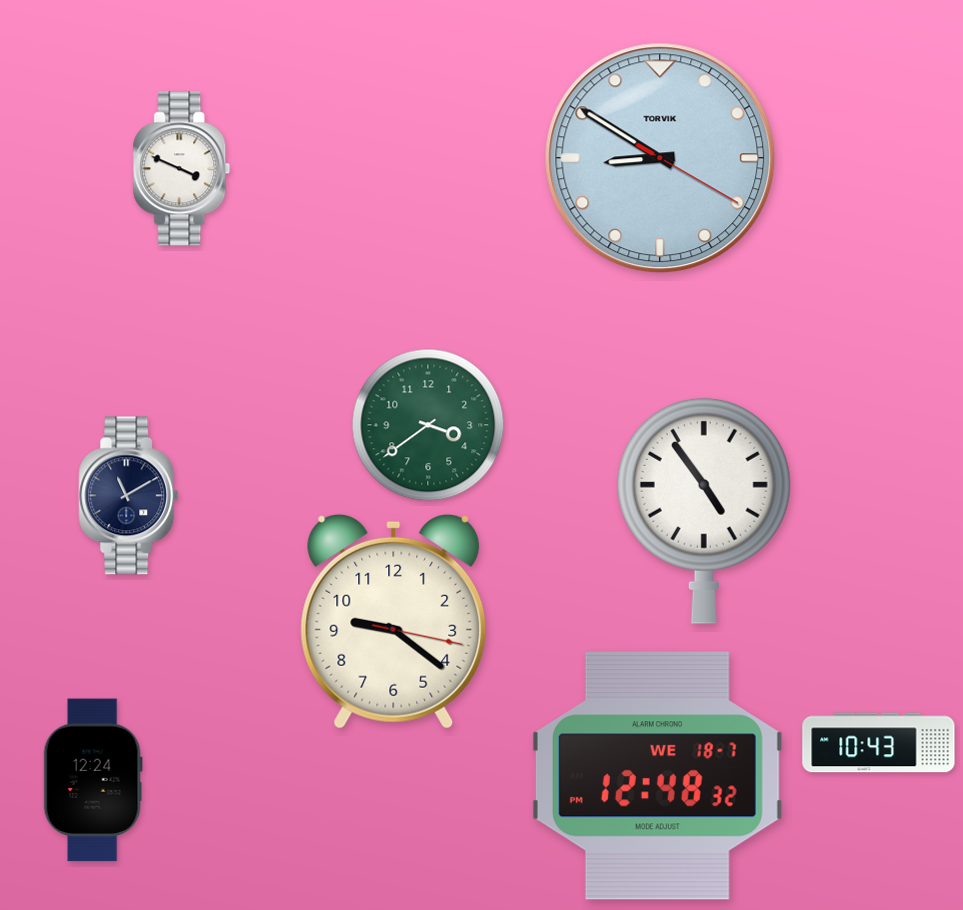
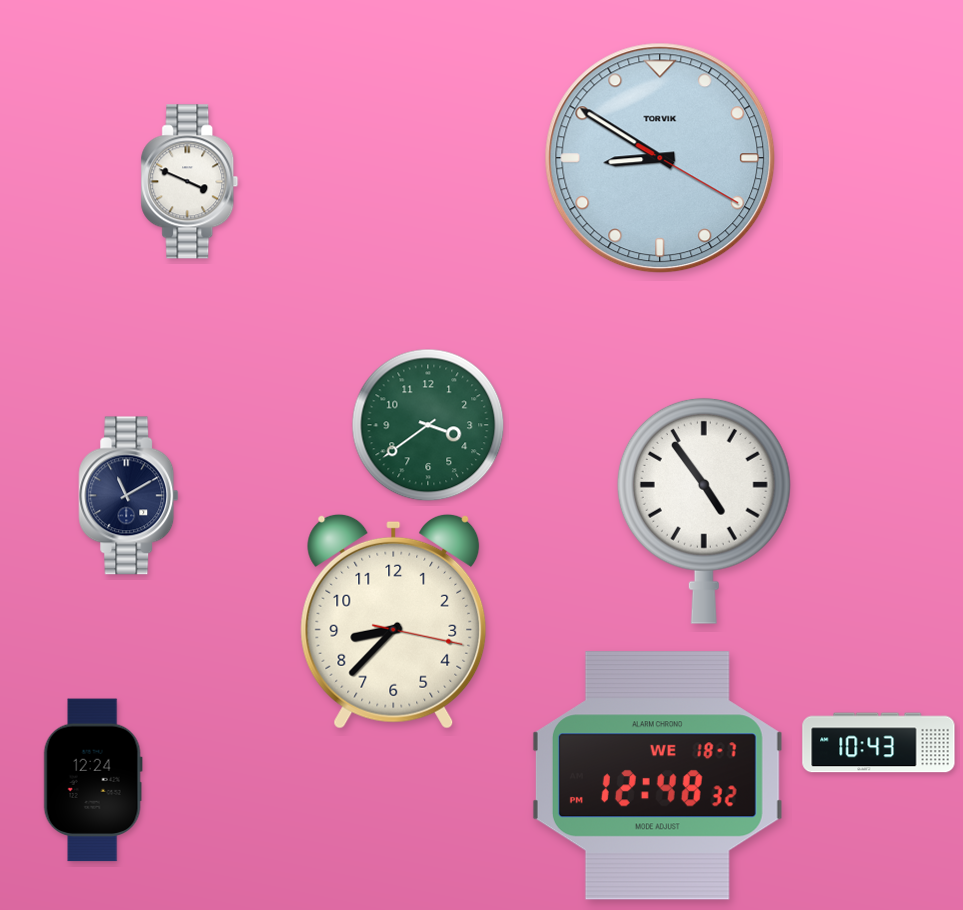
clock at (182, 169) position: (182, 169) -> (190, 182)
clock at (394, 621): 9:21 -> 8:37
